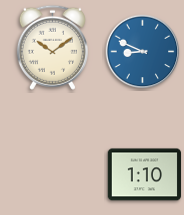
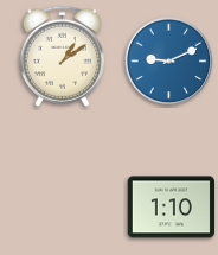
clock at (52, 47): 10:09 -> 1:09
clock at (143, 52): 8:49 -> 9:11
